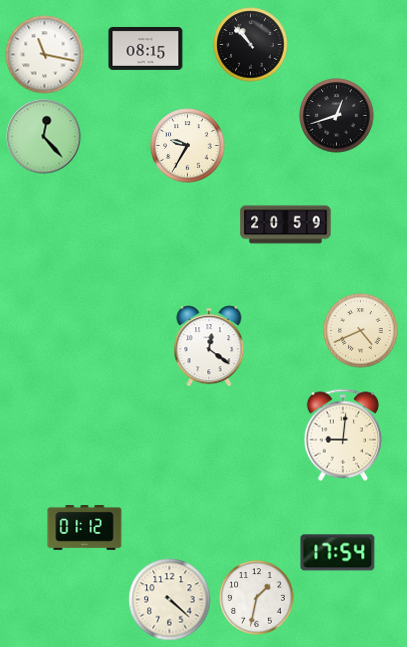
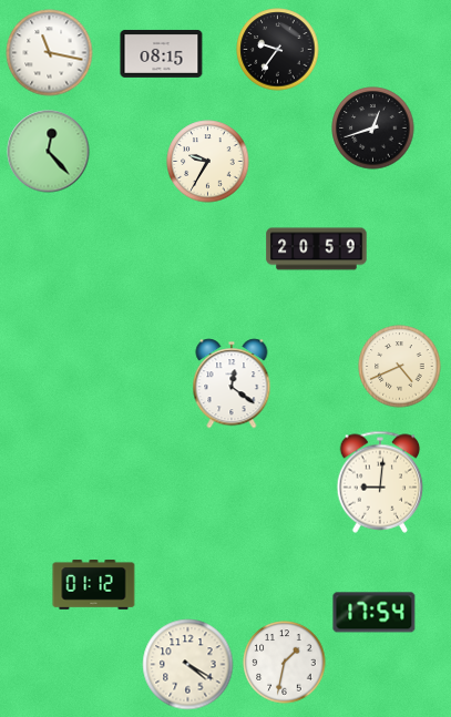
clock at (251, 45): 10:53 -> 9:36
clock at (45, 55) position: (45, 55) -> (50, 53)
clock at (170, 600): 4:22 -> 4:20
